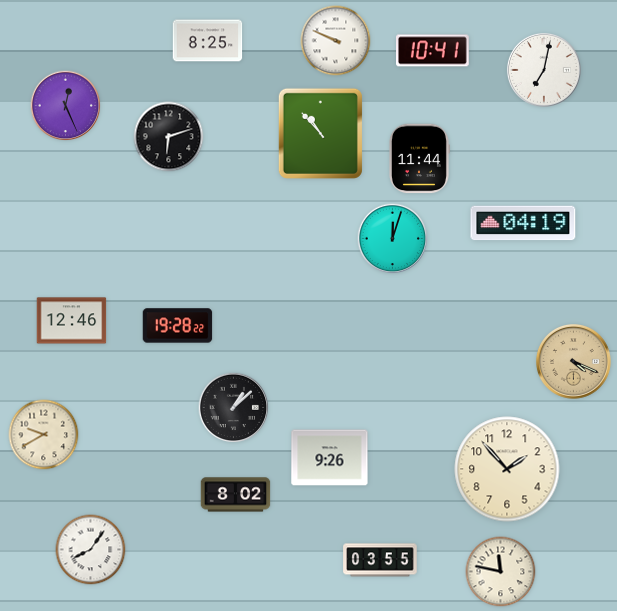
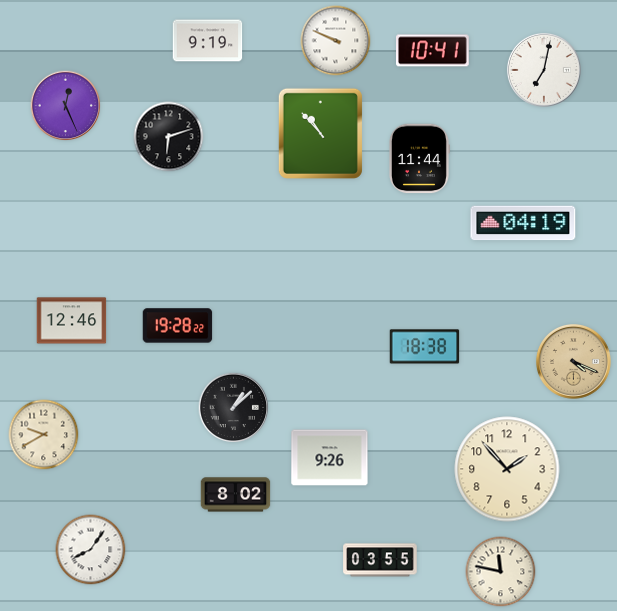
clock at (208, 41): 8:25 -> 9:19
clock at (393, 239): 12:03 -> none
clock at (425, 347): none -> 18:38
